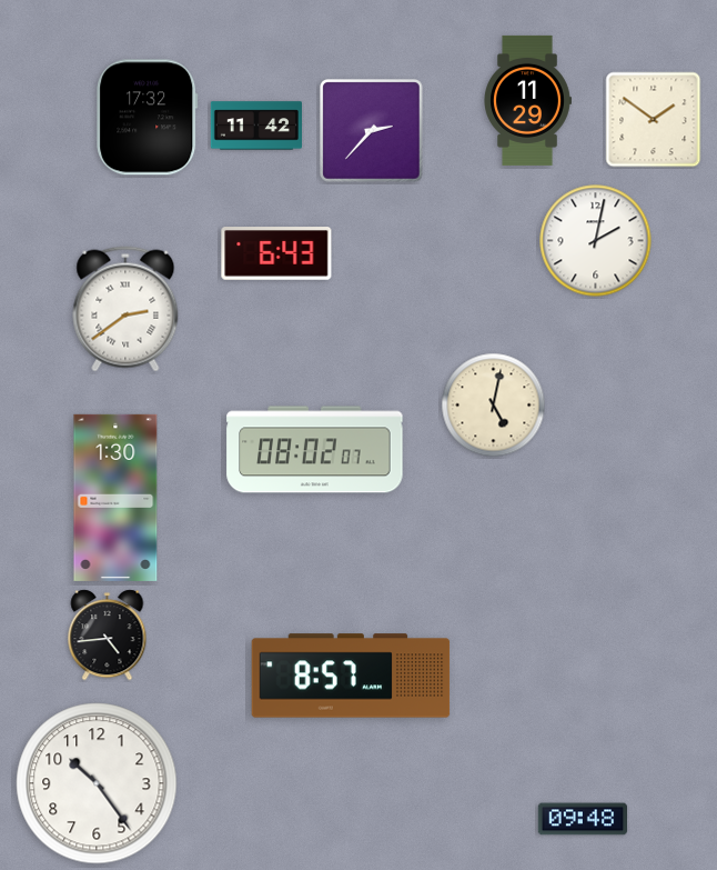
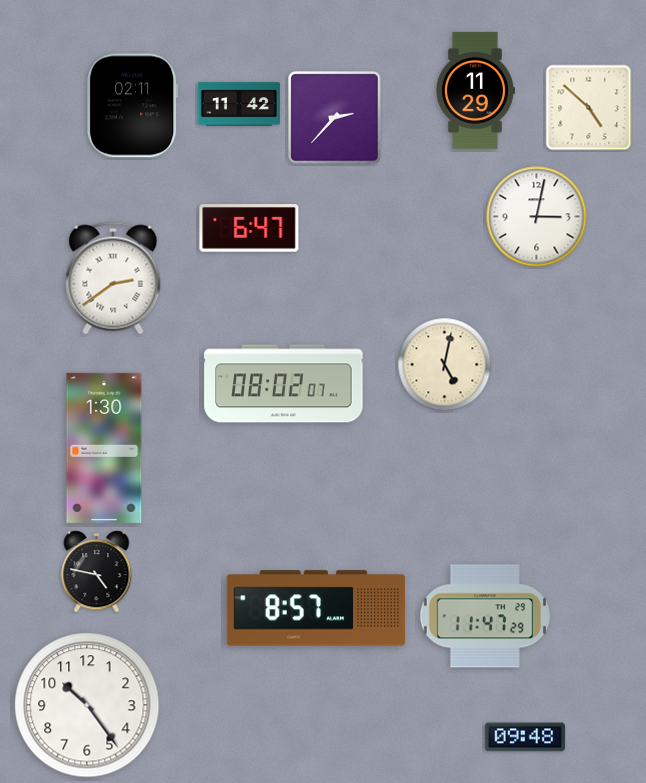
clock at (148, 118): 17:32 -> 02:11
clock at (654, 120): 1:51 -> 4:52
clock at (256, 126) position: (256, 126) -> (239, 104)
clock at (596, 241): 2:02 -> 3:02
clock at (276, 253): 6:43 -> 6:47
clock at (315, 450) position: (315, 450) -> (284, 384)
clock at (108, 636): 4:44 -> 4:47
clock at (485, 616): none -> 11:47
